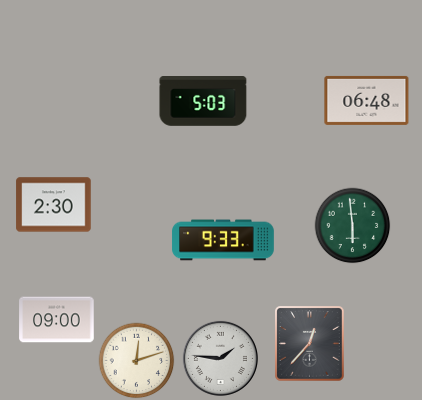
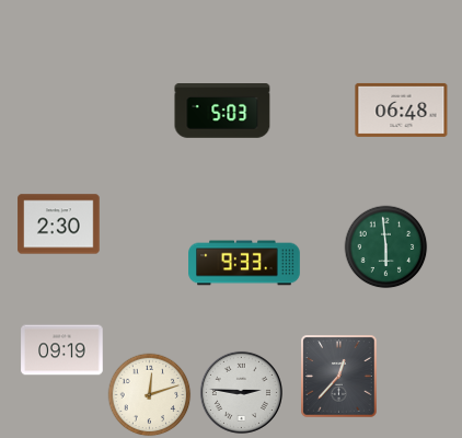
clock at (57, 320): 09:00 -> 09:19
clock at (220, 358): 1:46 -> 2:46
